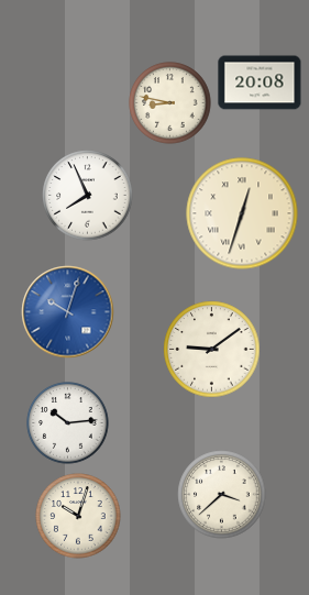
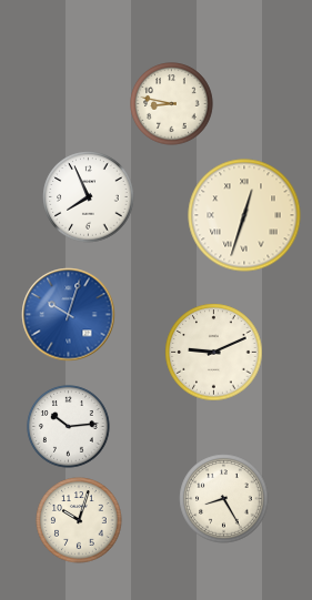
clock at (260, 82): 20:08 -> none
clock at (212, 350): 9:09 -> 9:11
clock at (222, 495): 3:38 -> 8:25
